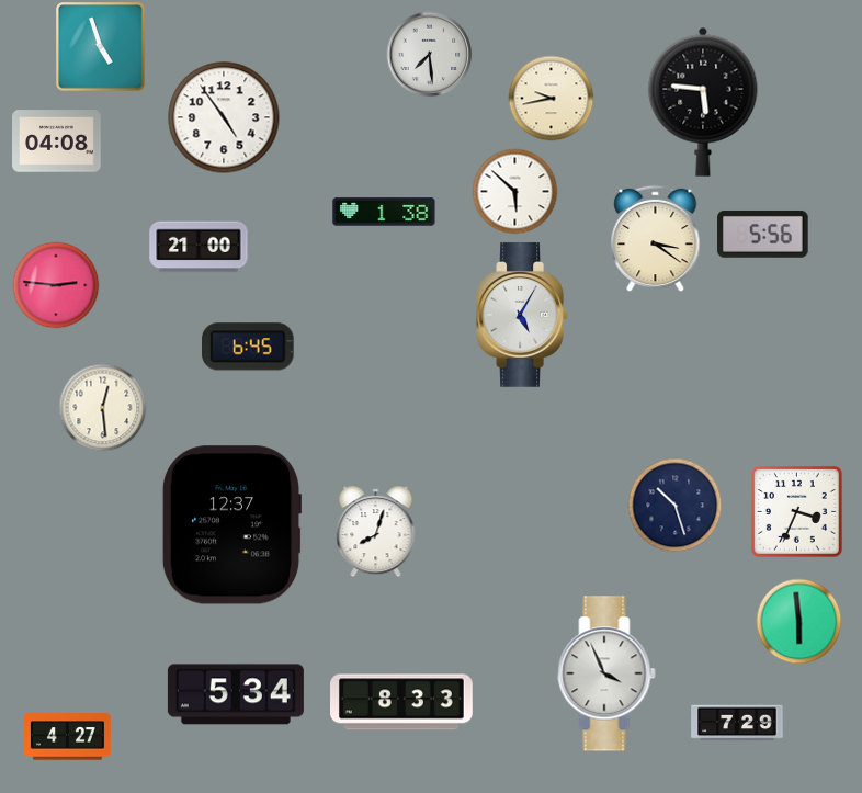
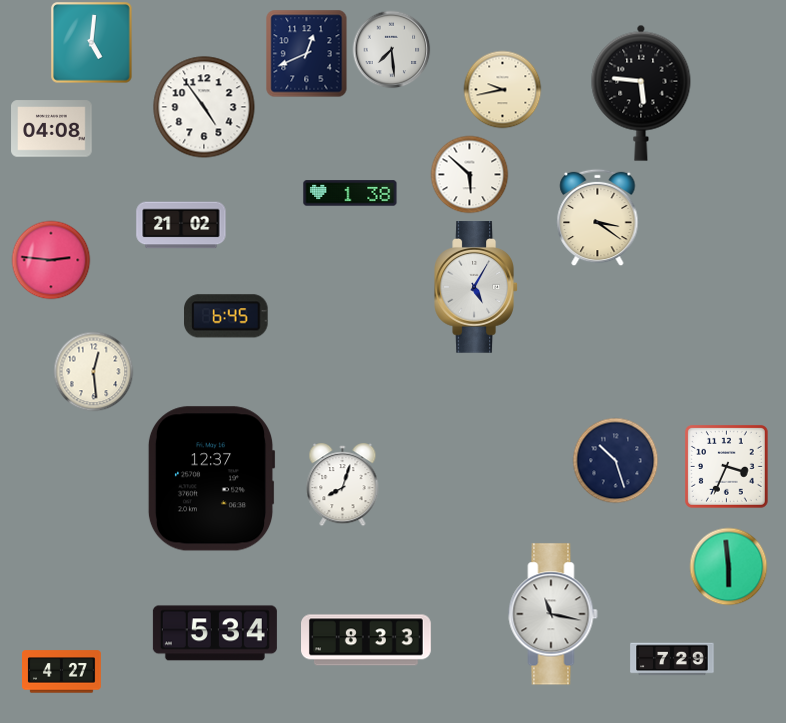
clock at (100, 46): 4:57 -> 5:01
clock at (307, 53): none -> 12:41
clock at (763, 235): 5:56 -> none
clock at (199, 247): 21:00 -> 21:02
clock at (606, 673): 3:56 -> 11:17
